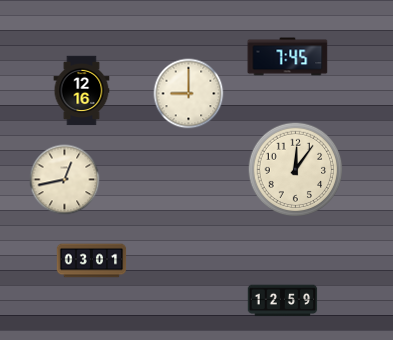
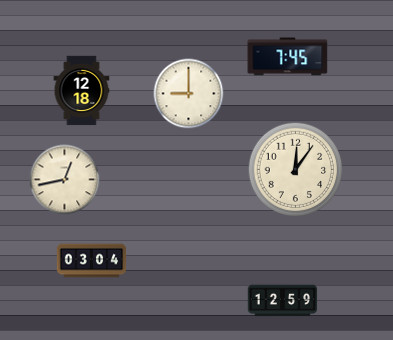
clock at (82, 91): 12:16 -> 12:18
clock at (92, 261): 03:01 -> 03:04
